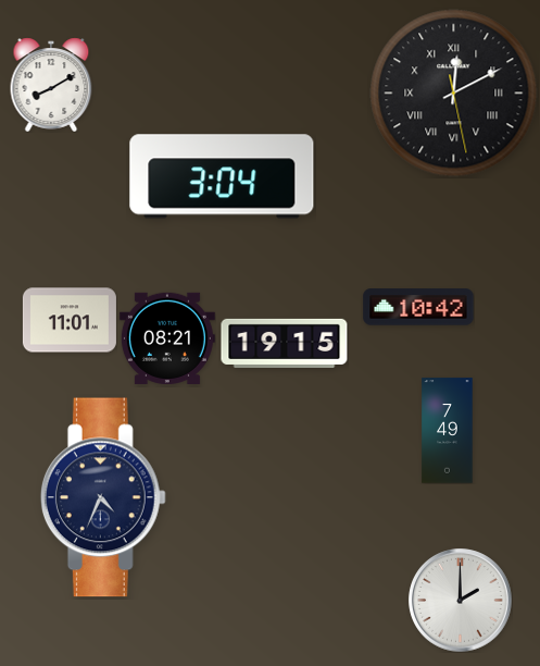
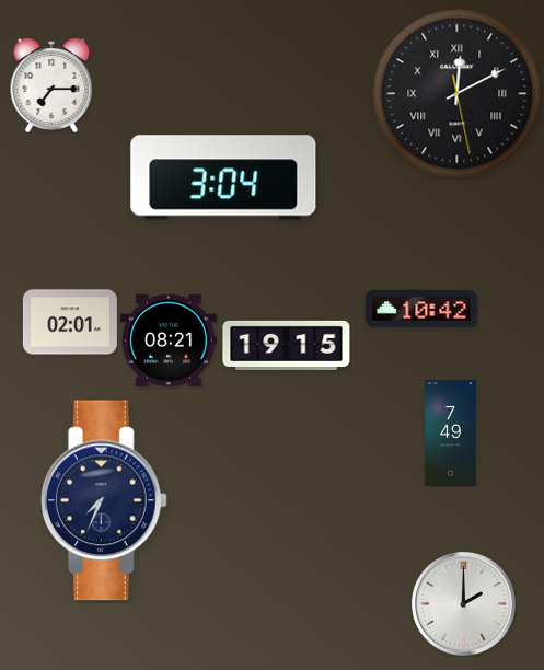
clock at (51, 85): 8:10 -> 7:15
clock at (70, 320): 11:01 -> 02:01
clock at (103, 497): 4:34 -> 7:34
